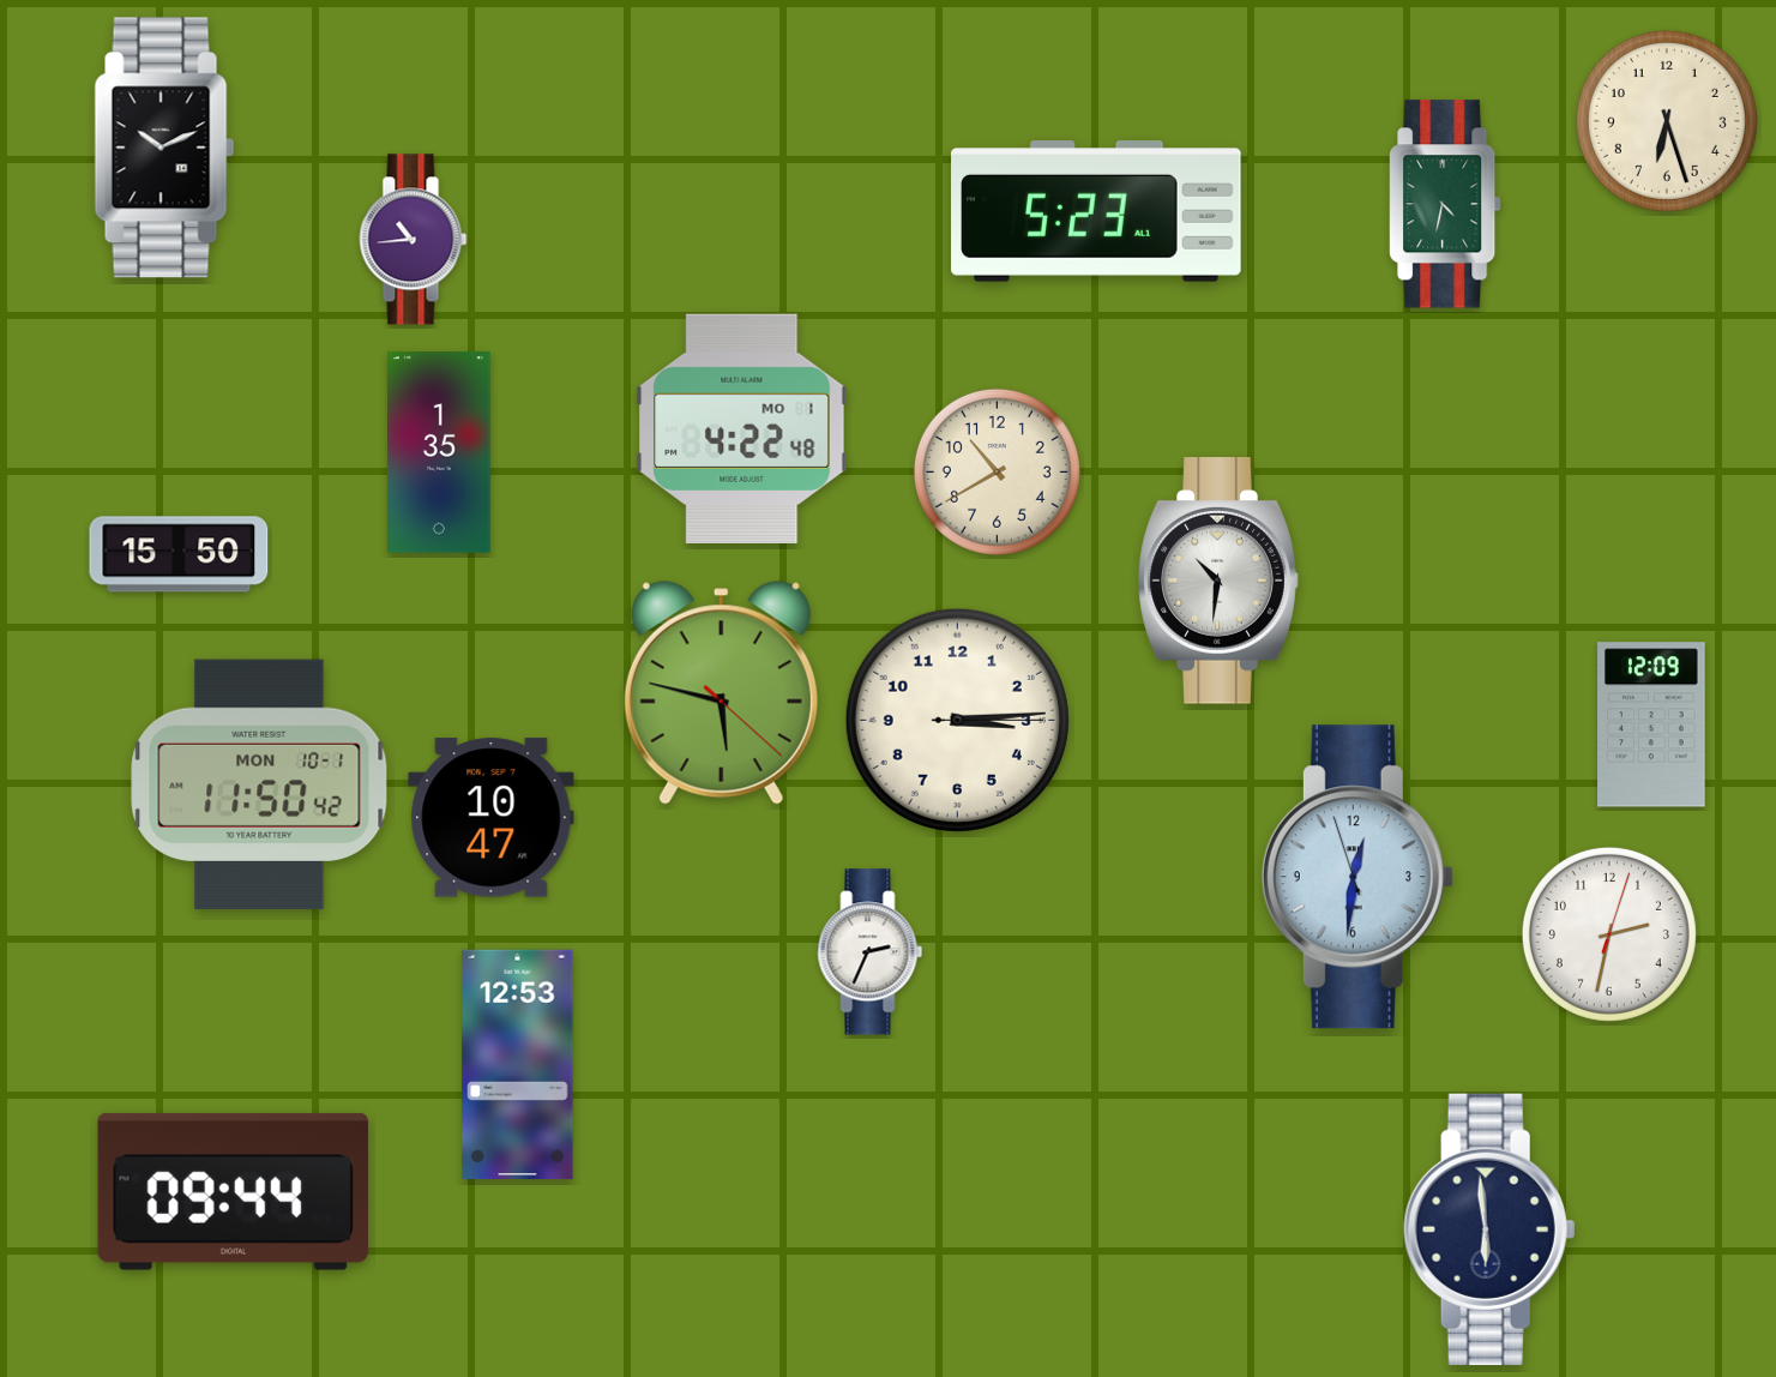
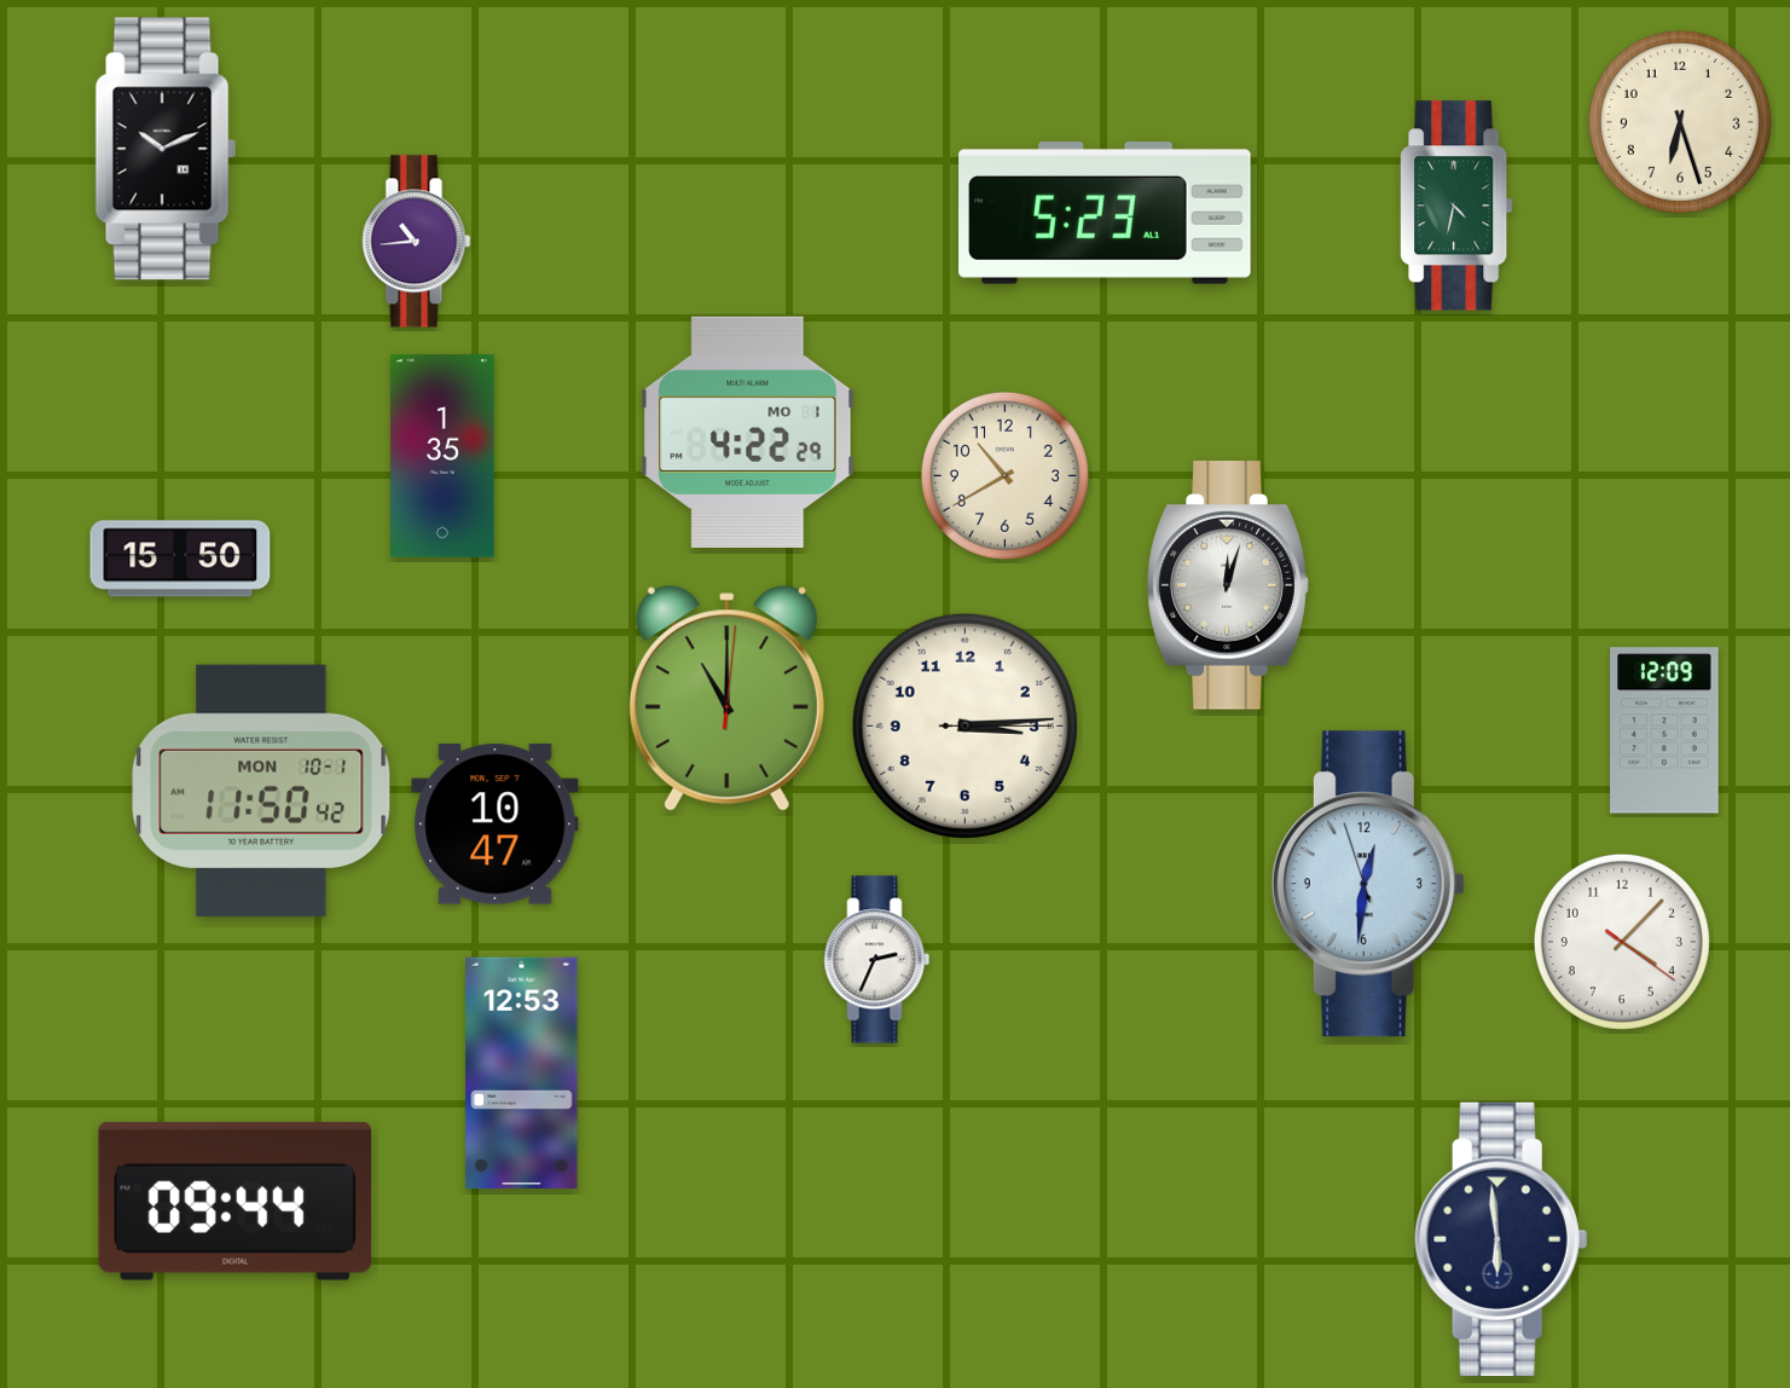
clock at (742, 428): 4:22:48 -> 4:22:29
clock at (1218, 581): 10:31 -> 12:03
clock at (721, 693): 5:47 -> 11:00
clock at (1609, 934): 2:32 -> 4:07
